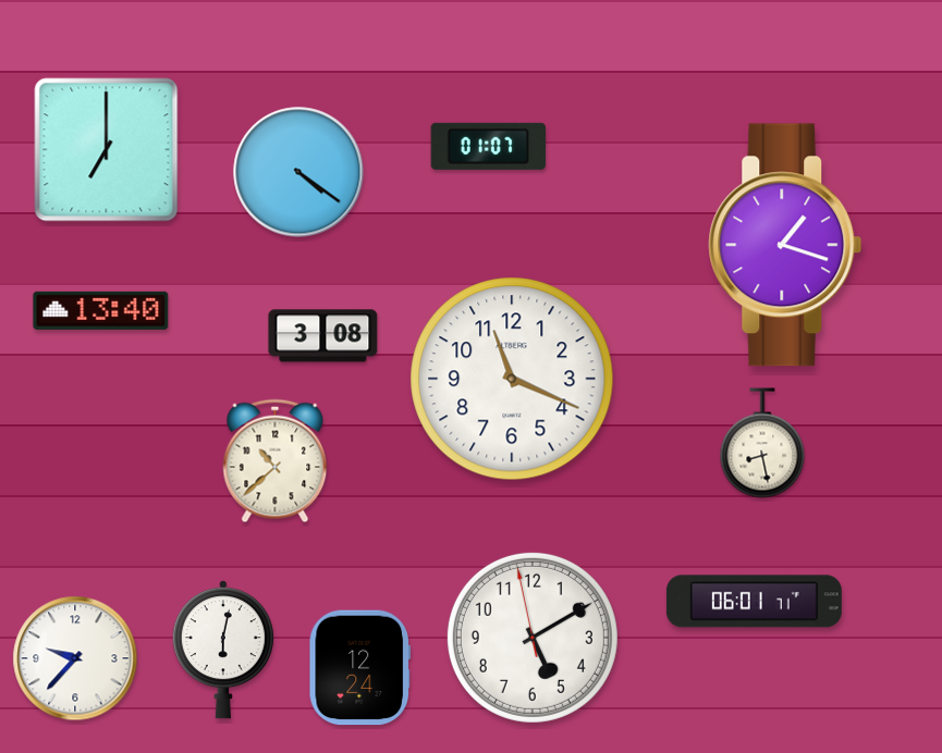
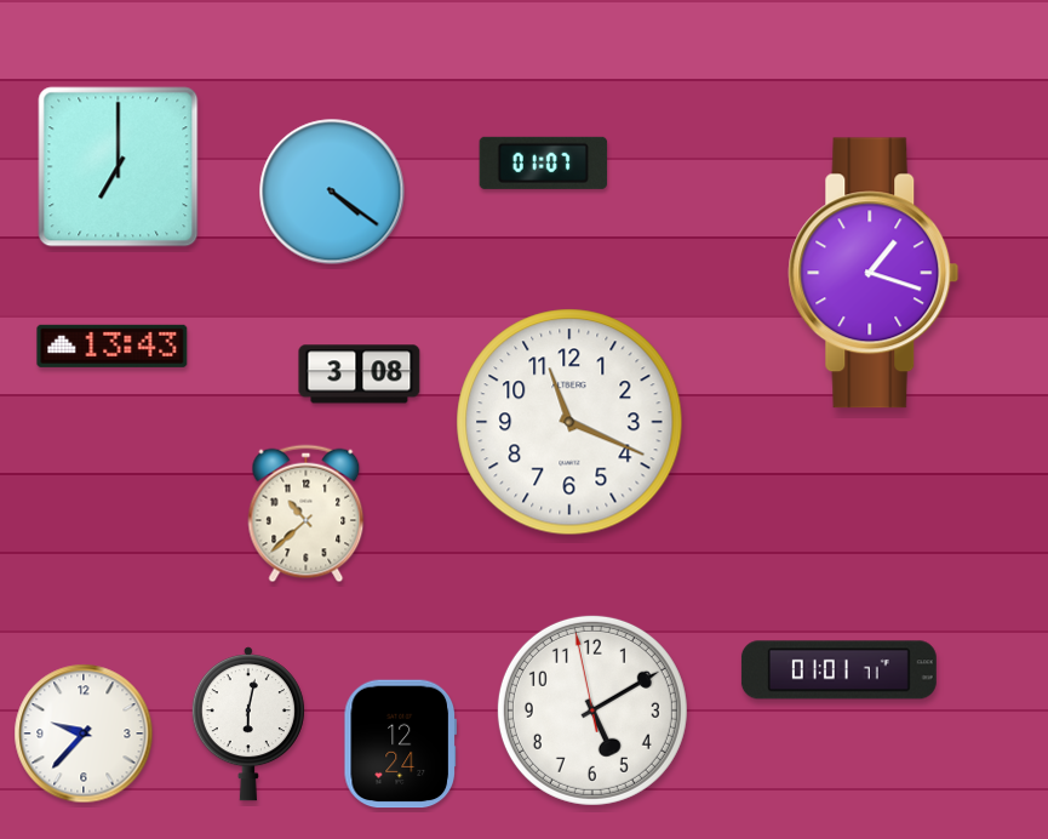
clock at (101, 310): 13:40 -> 13:43
clock at (762, 443): 8:28 -> none
clock at (754, 602): 06:01 -> 01:01
